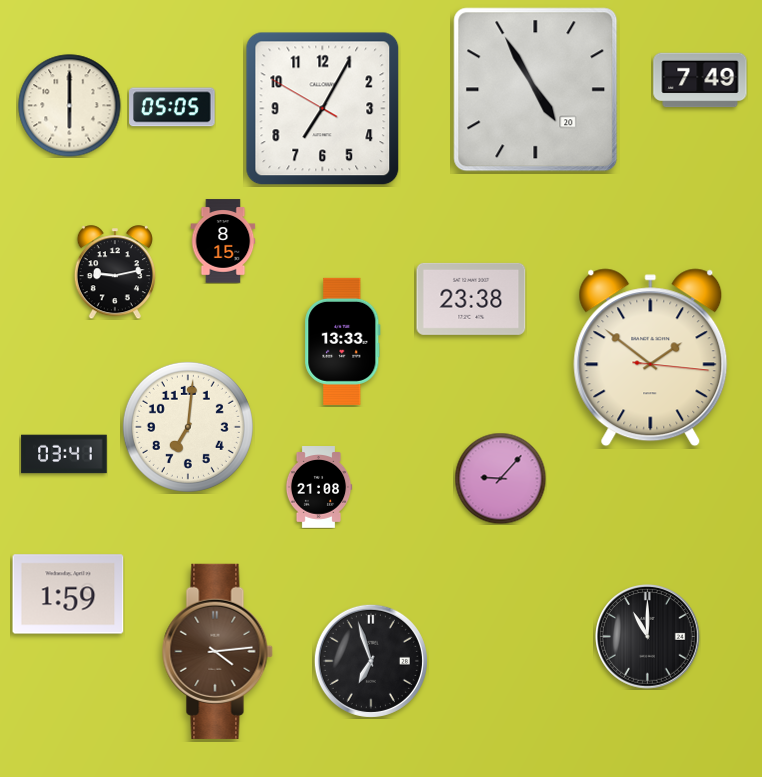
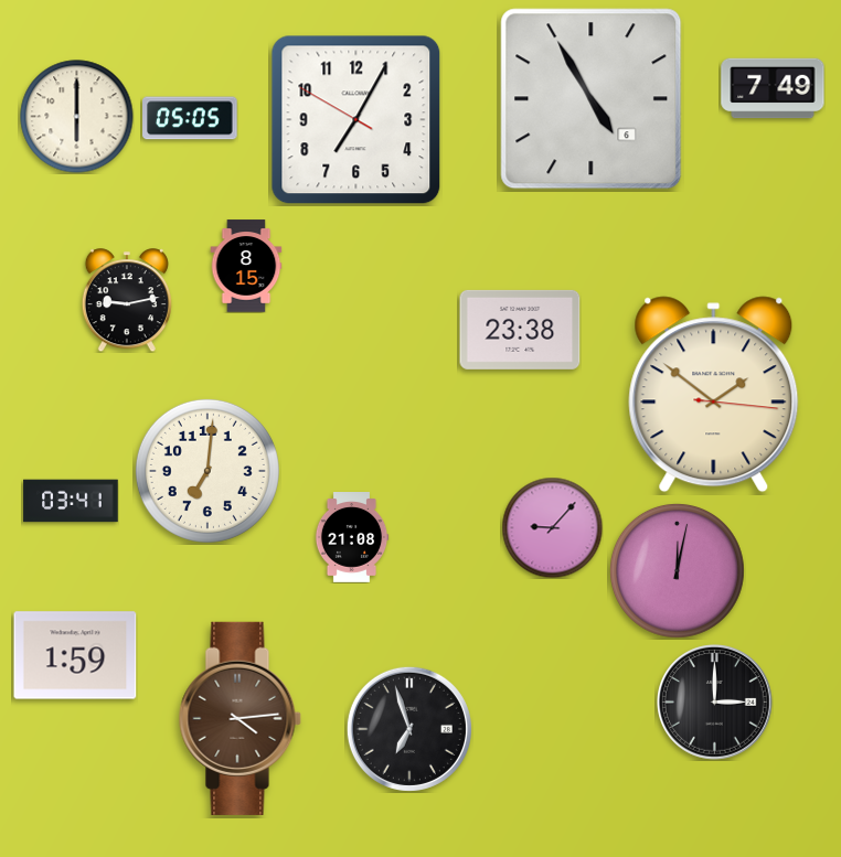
clock at (536, 90) date: 20 -> 6
clock at (343, 341): 13:33 -> none
clock at (651, 358) position: (651, 358) -> (714, 395)
clock at (677, 570): none -> 12:02
clock at (648, 637): 11:00 -> 3:00
